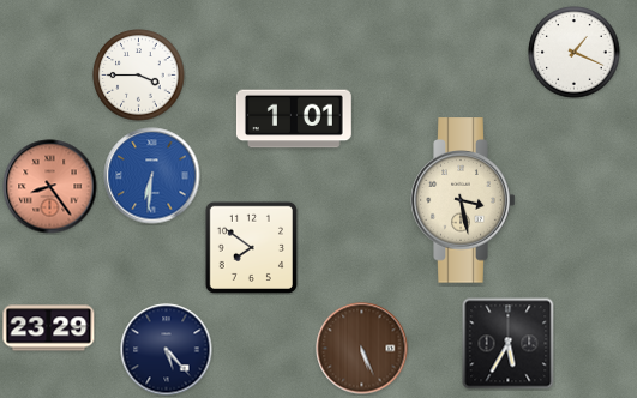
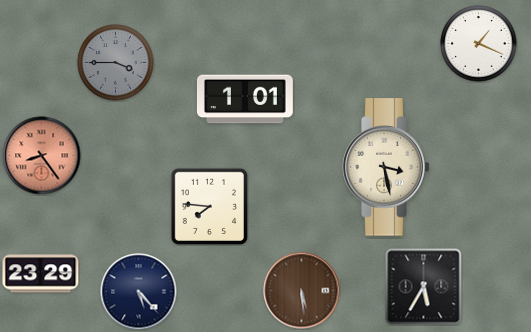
clock at (139, 76) dial: white -> grey
clock at (152, 176): 6:31 -> none
clock at (251, 247): 7:51 -> 7:46
clock at (362, 349): 5:26 -> 5:29
